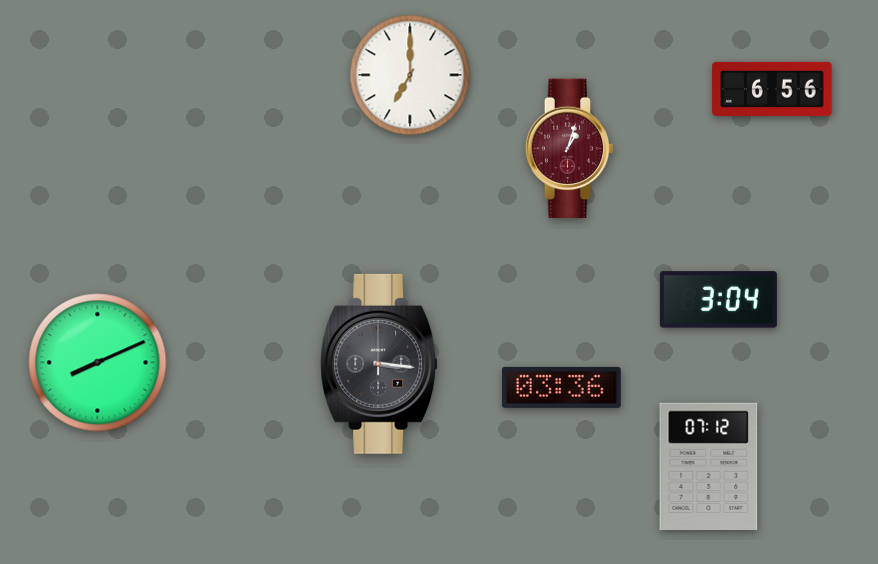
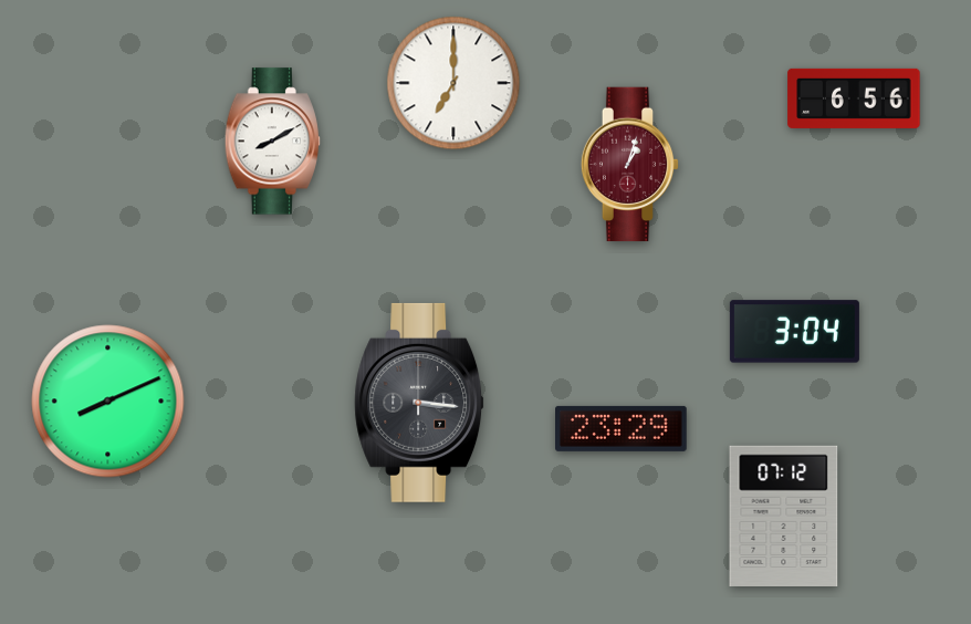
clock at (272, 142): none -> 8:10
clock at (562, 387): 03:36 -> 23:29
